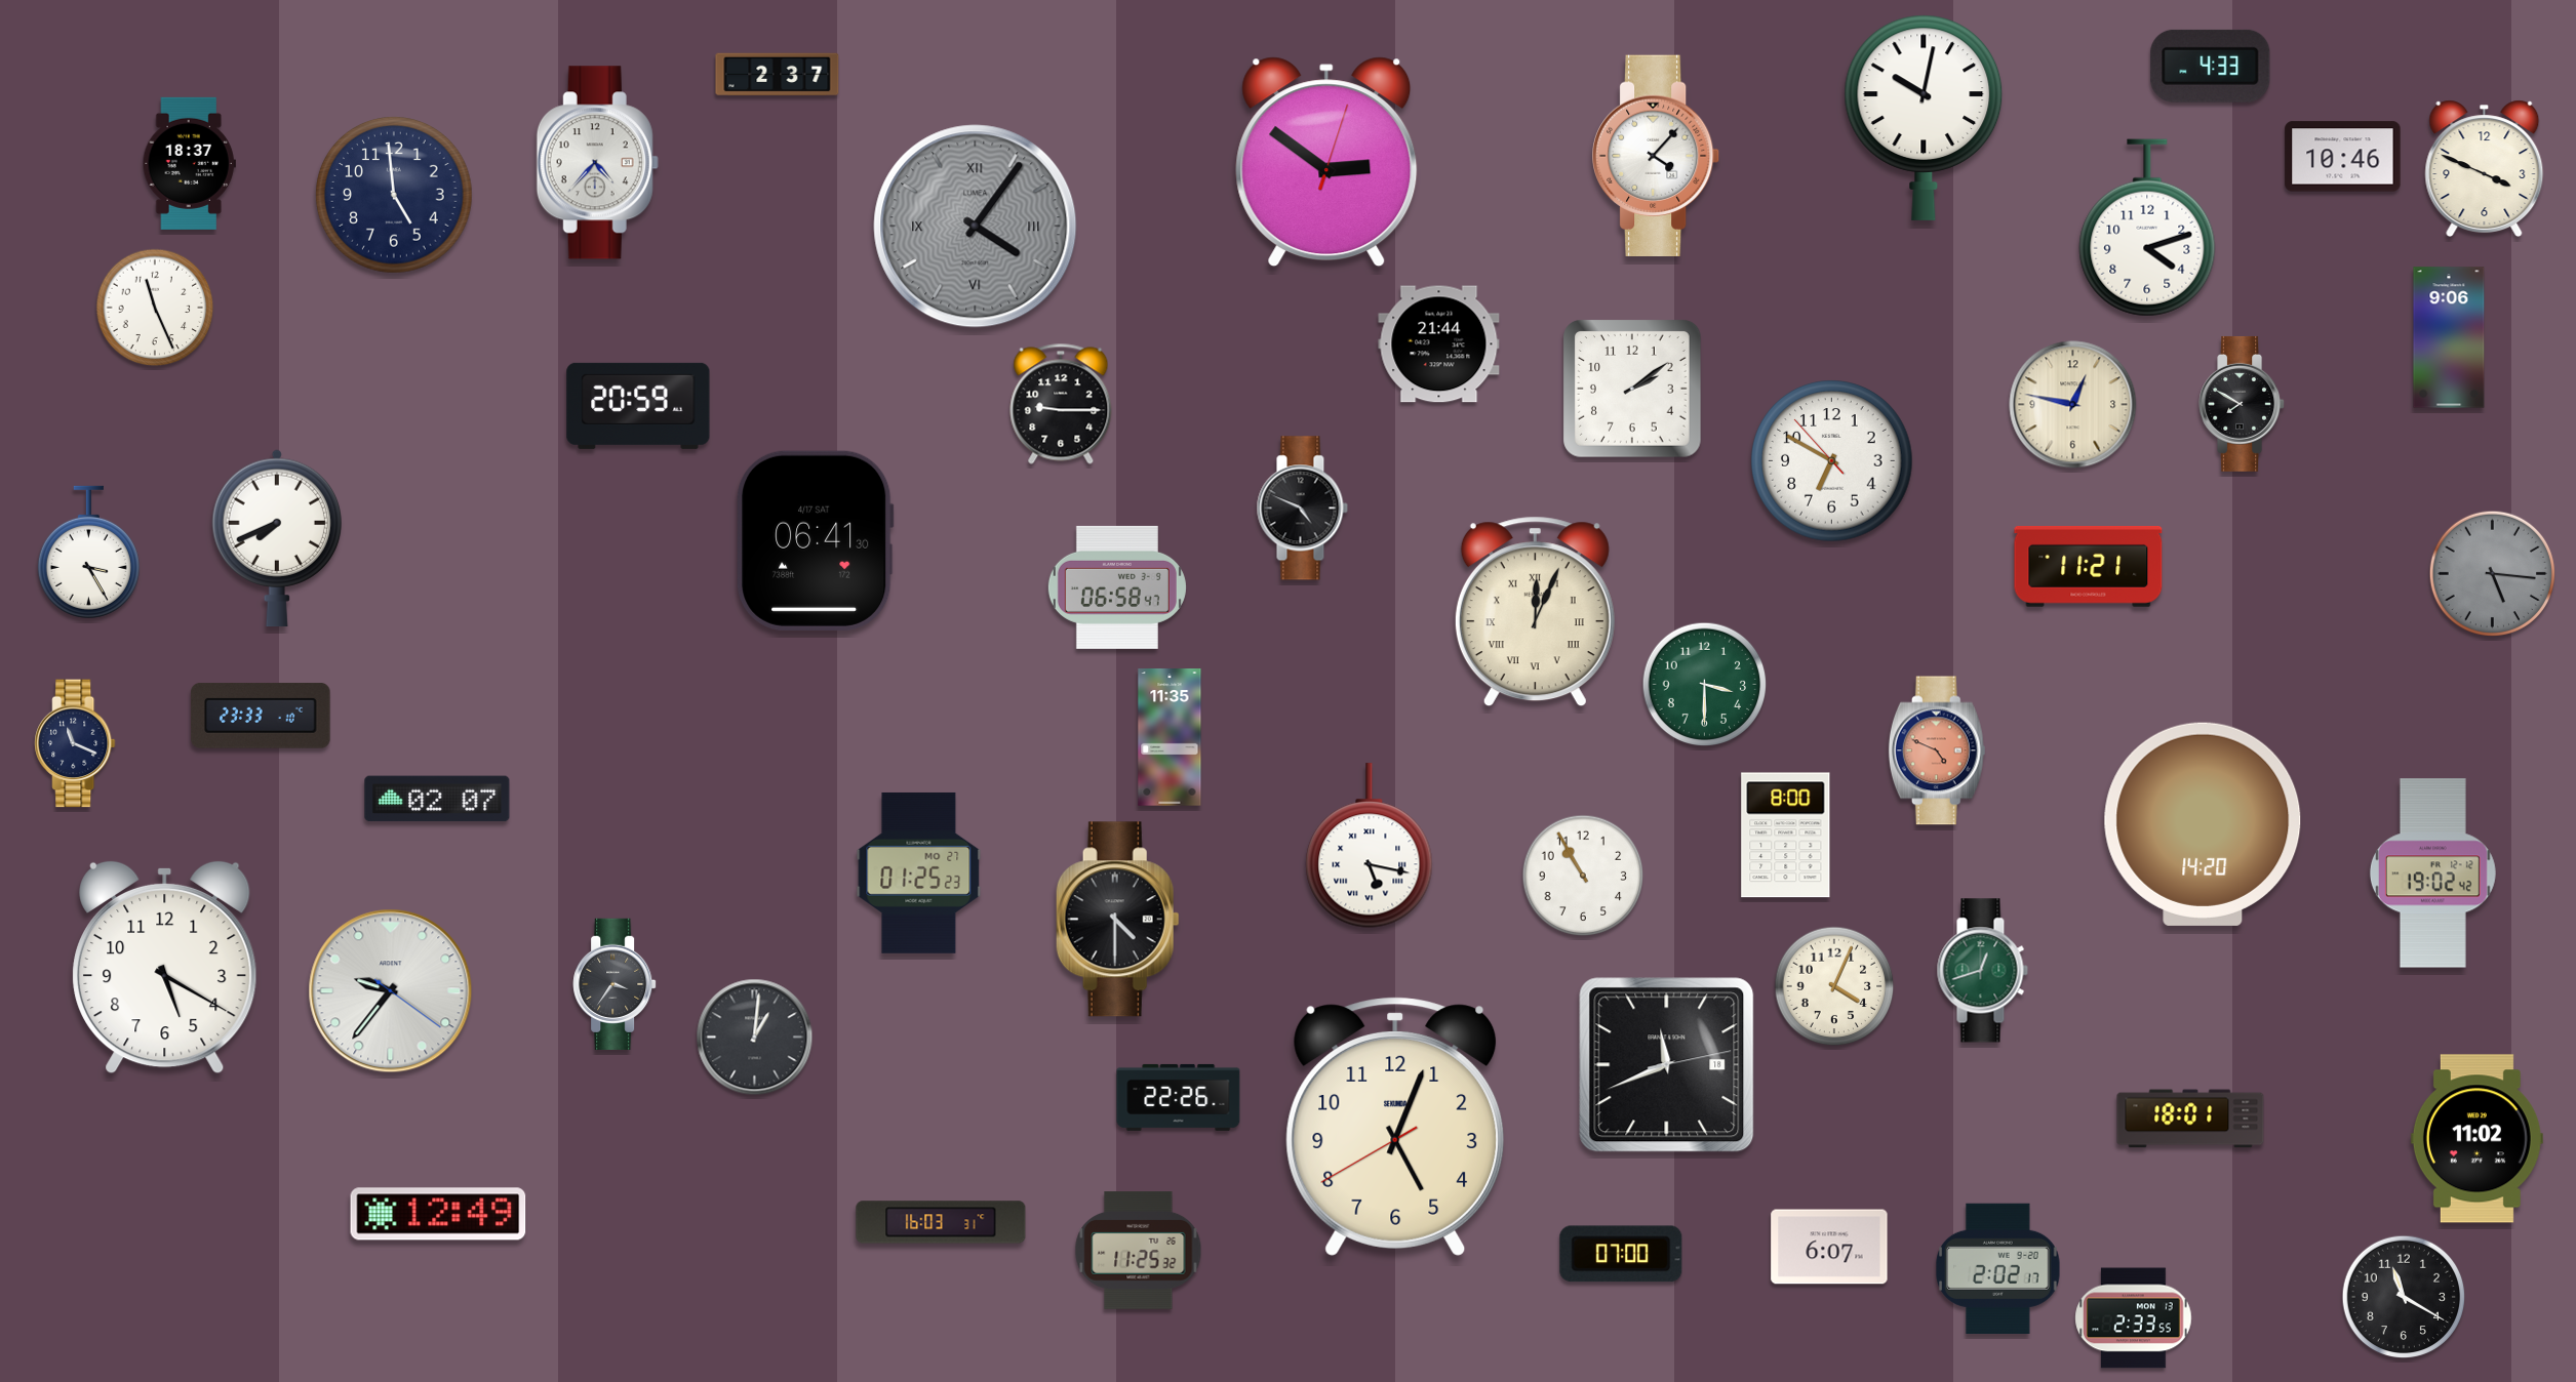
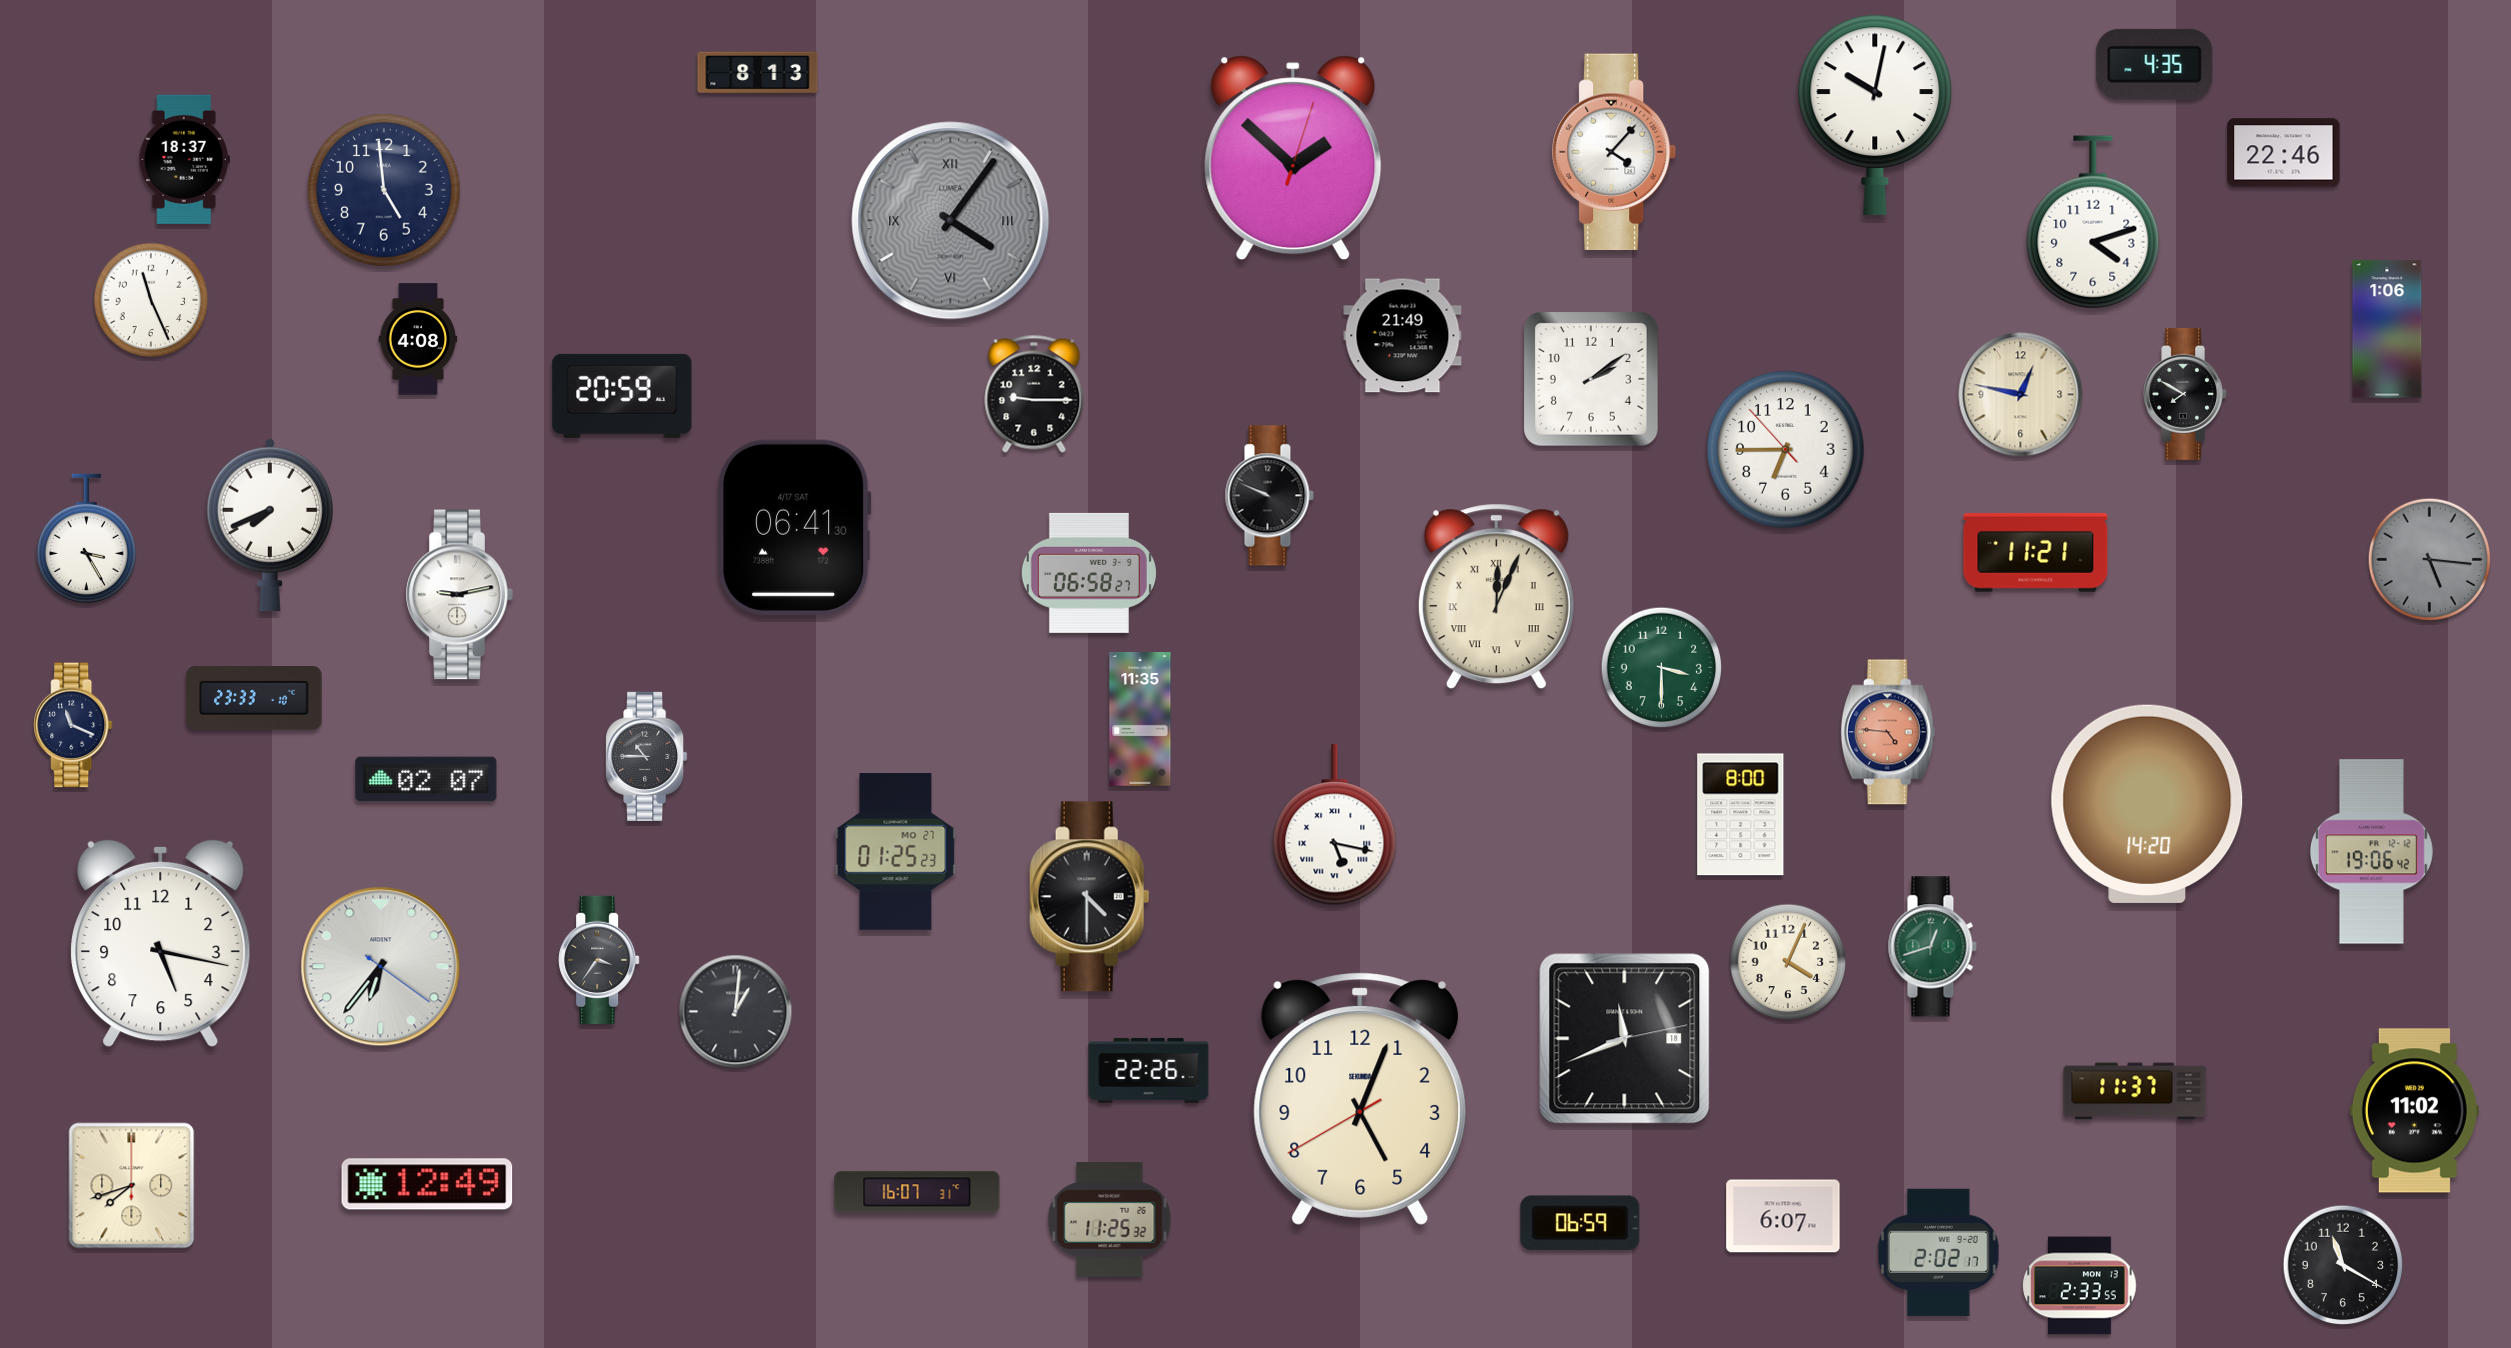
clock at (2211, 66): 4:33 -> 4:35
clock at (778, 75): 2:37 -> 8:13
clock at (2343, 157): 10:46 -> 22:46
clock at (1326, 162): 2:51 -> 1:52
clock at (597, 163): 4:37 -> none
clock at (2485, 168): 3:49 -> none
clock at (2449, 337): 9:06 -> 1:06
clock at (1439, 344): 21:44 -> 21:49
clock at (418, 339): none -> 4:08
clock at (1832, 461): 6:49 -> 6:44
clock at (1302, 509): 4:49 -> 9:49
clock at (1117, 587): 06:58:47 -> 06:58:27
clock at (459, 595): none -> 9:13
clock at (1937, 750): 4:49 -> 4:46
clock at (647, 756): none -> 10:45
clock at (2432, 873): 19:02 -> 19:06
clock at (1583, 876): 10:55 -> none
clock at (165, 968): 5:20 -> 5:17
clock at (391, 991): 9:36 -> 6:36
clock at (2190, 1119): 18:01 -> 11:37
clock at (132, 1186): none -> 7:42
clock at (941, 1222): 16:03 -> 16:07
clock at (1621, 1254): 07:00 -> 06:59
clock at (1998, 1268) position: (1998, 1268) -> (1939, 1252)
